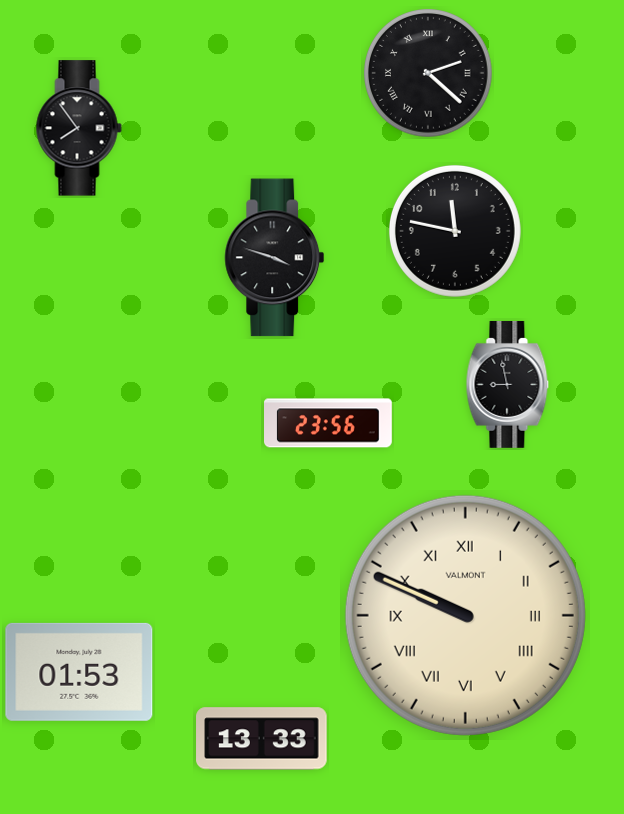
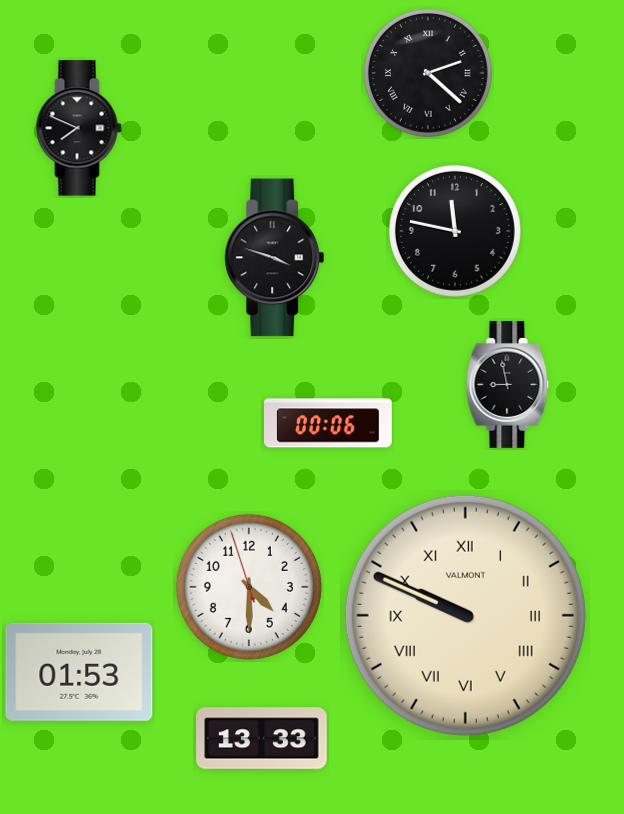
clock at (79, 128): 7:54 -> 7:49
clock at (329, 423): 23:56 -> 00:06
clock at (249, 587): none -> 4:29
